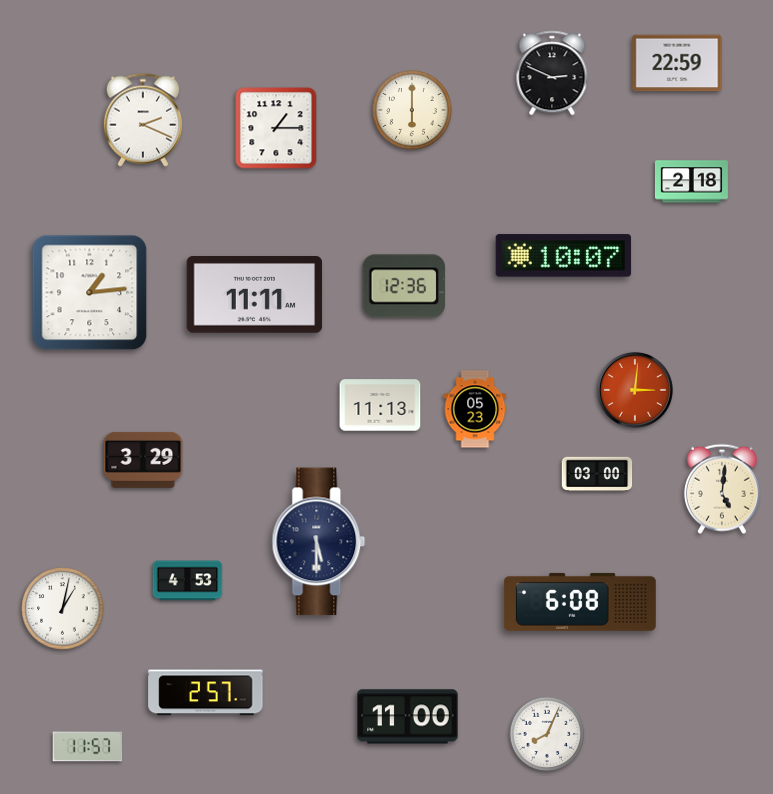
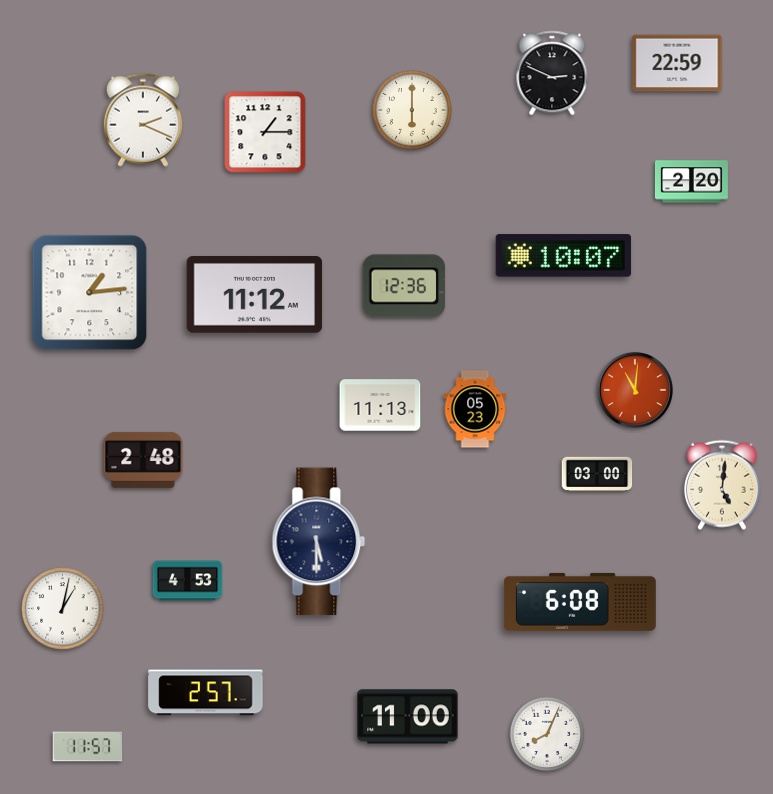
clock at (276, 128) position: (276, 128) -> (265, 132)
clock at (692, 182): 2:18 -> 2:20
clock at (255, 295): 11:11 -> 11:12
clock at (635, 390): 3:01 -> 11:01
clock at (143, 460): 3:29 -> 2:48
clock at (722, 489) position: (722, 489) -> (722, 485)
